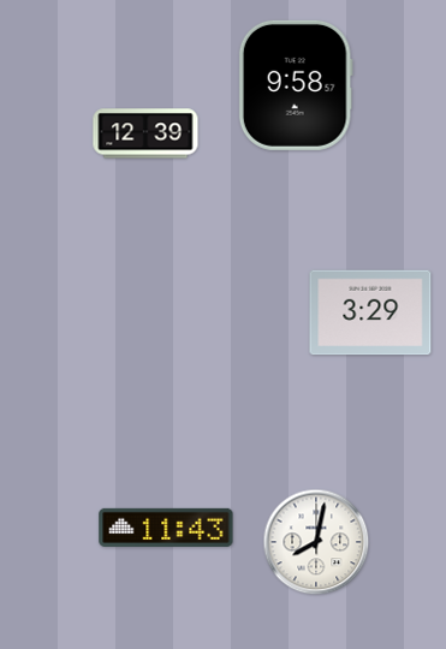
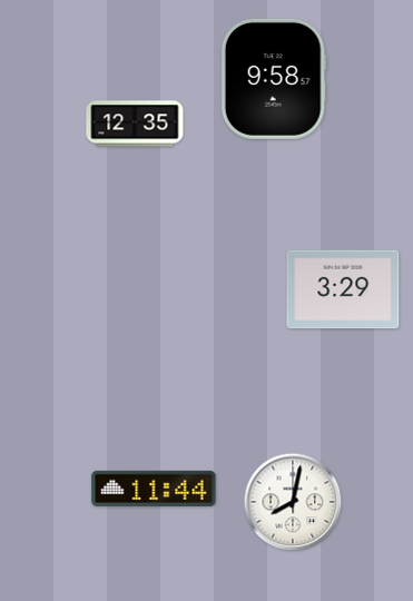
clock at (145, 133): 12:39 -> 12:35
clock at (166, 528): 11:43 -> 11:44
